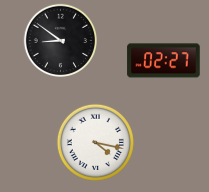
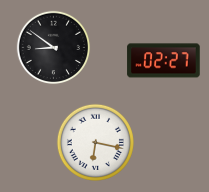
clock at (61, 41) position: (61, 41) -> (54, 48)
clock at (95, 142): 4:17 -> 6:17
